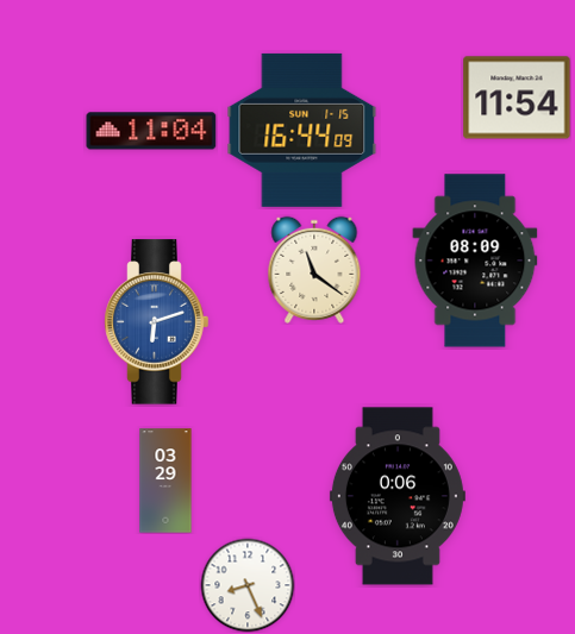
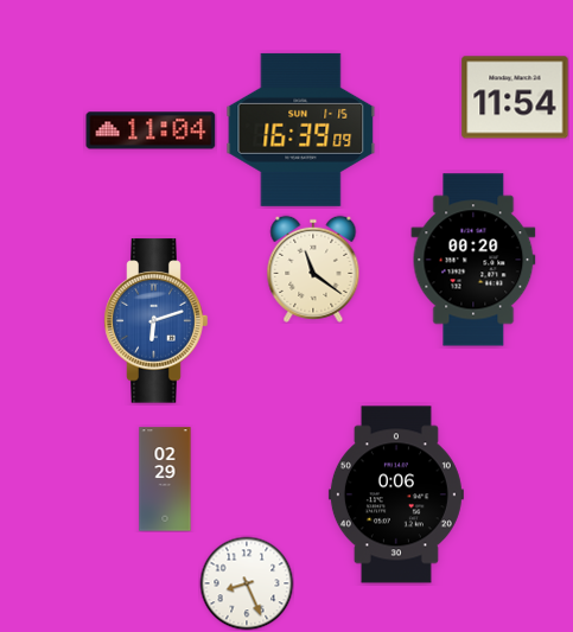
clock at (302, 130): 16:44 -> 16:39
clock at (475, 260): 08:09 -> 00:20
clock at (165, 481): 03:29 -> 02:29
